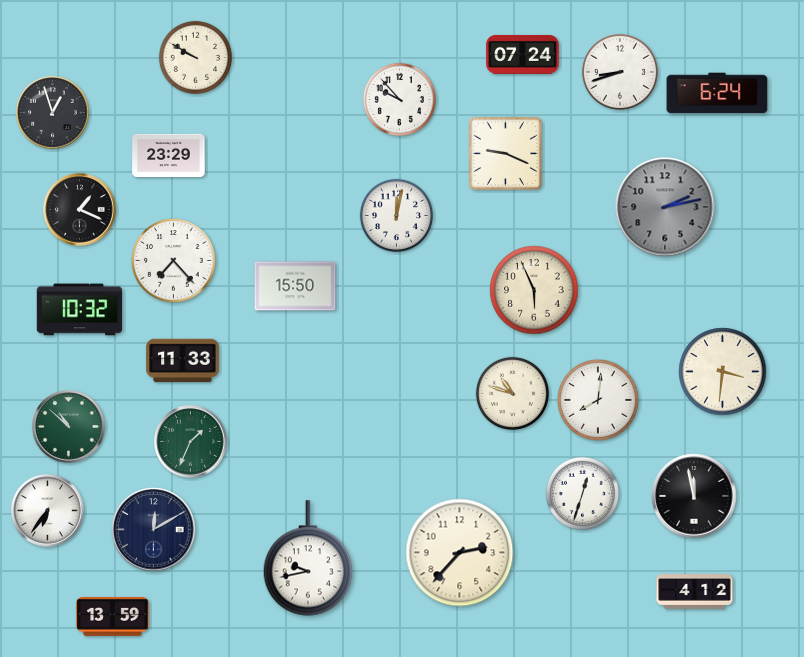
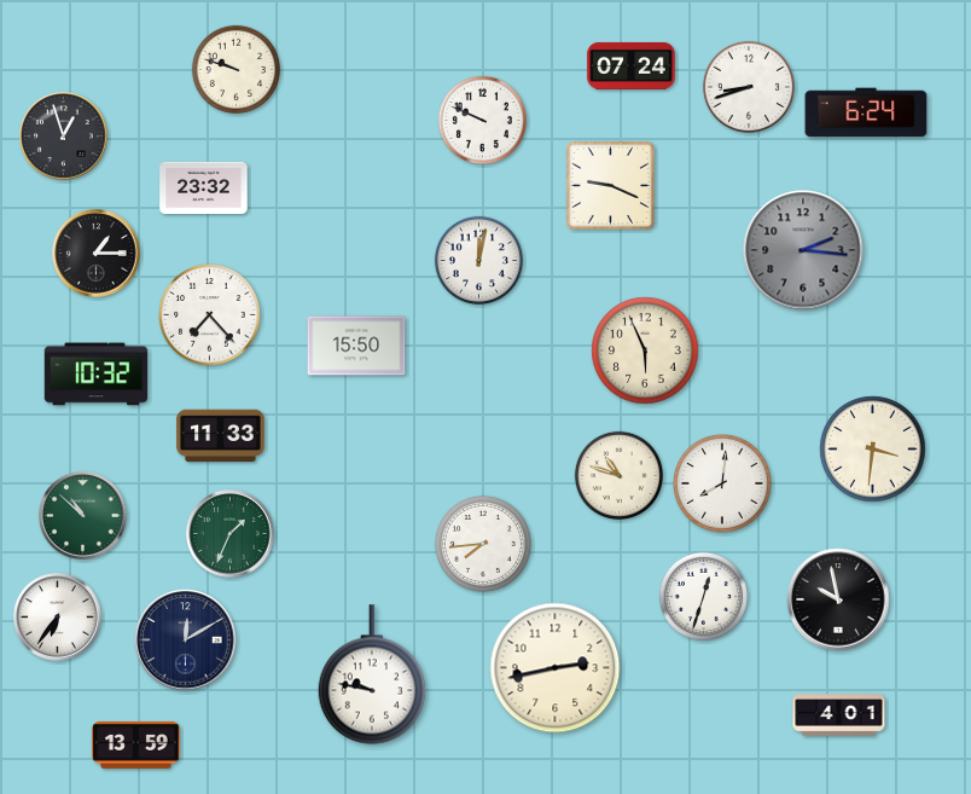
clock at (195, 57): 9:50 -> 9:48
clock at (399, 99): 9:53 -> 9:49
clock at (169, 155): 23:29 -> 23:32
clock at (665, 207): 2:13 -> 2:16
clock at (80, 210): 1:19 -> 1:15
clock at (483, 544): none -> 7:44
clock at (694, 496): 11:58 -> 9:58
clock at (460, 553): 2:37 -> 2:43
clock at (308, 558): 9:43 -> 9:47
clock at (695, 592): 4:12 -> 4:01
